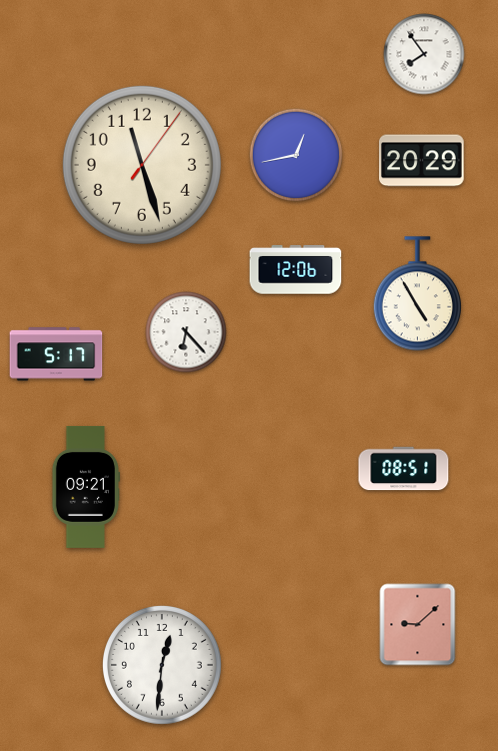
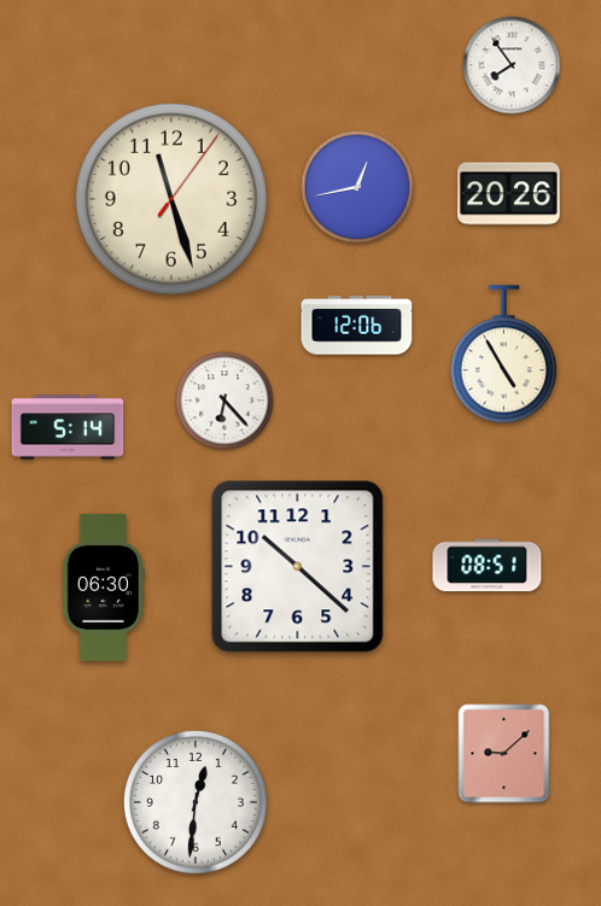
clock at (422, 161): 20:29 -> 20:26
clock at (56, 354): 5:17 -> 5:14
clock at (298, 567): none -> 10:22
clock at (86, 487): 09:21 -> 06:30
